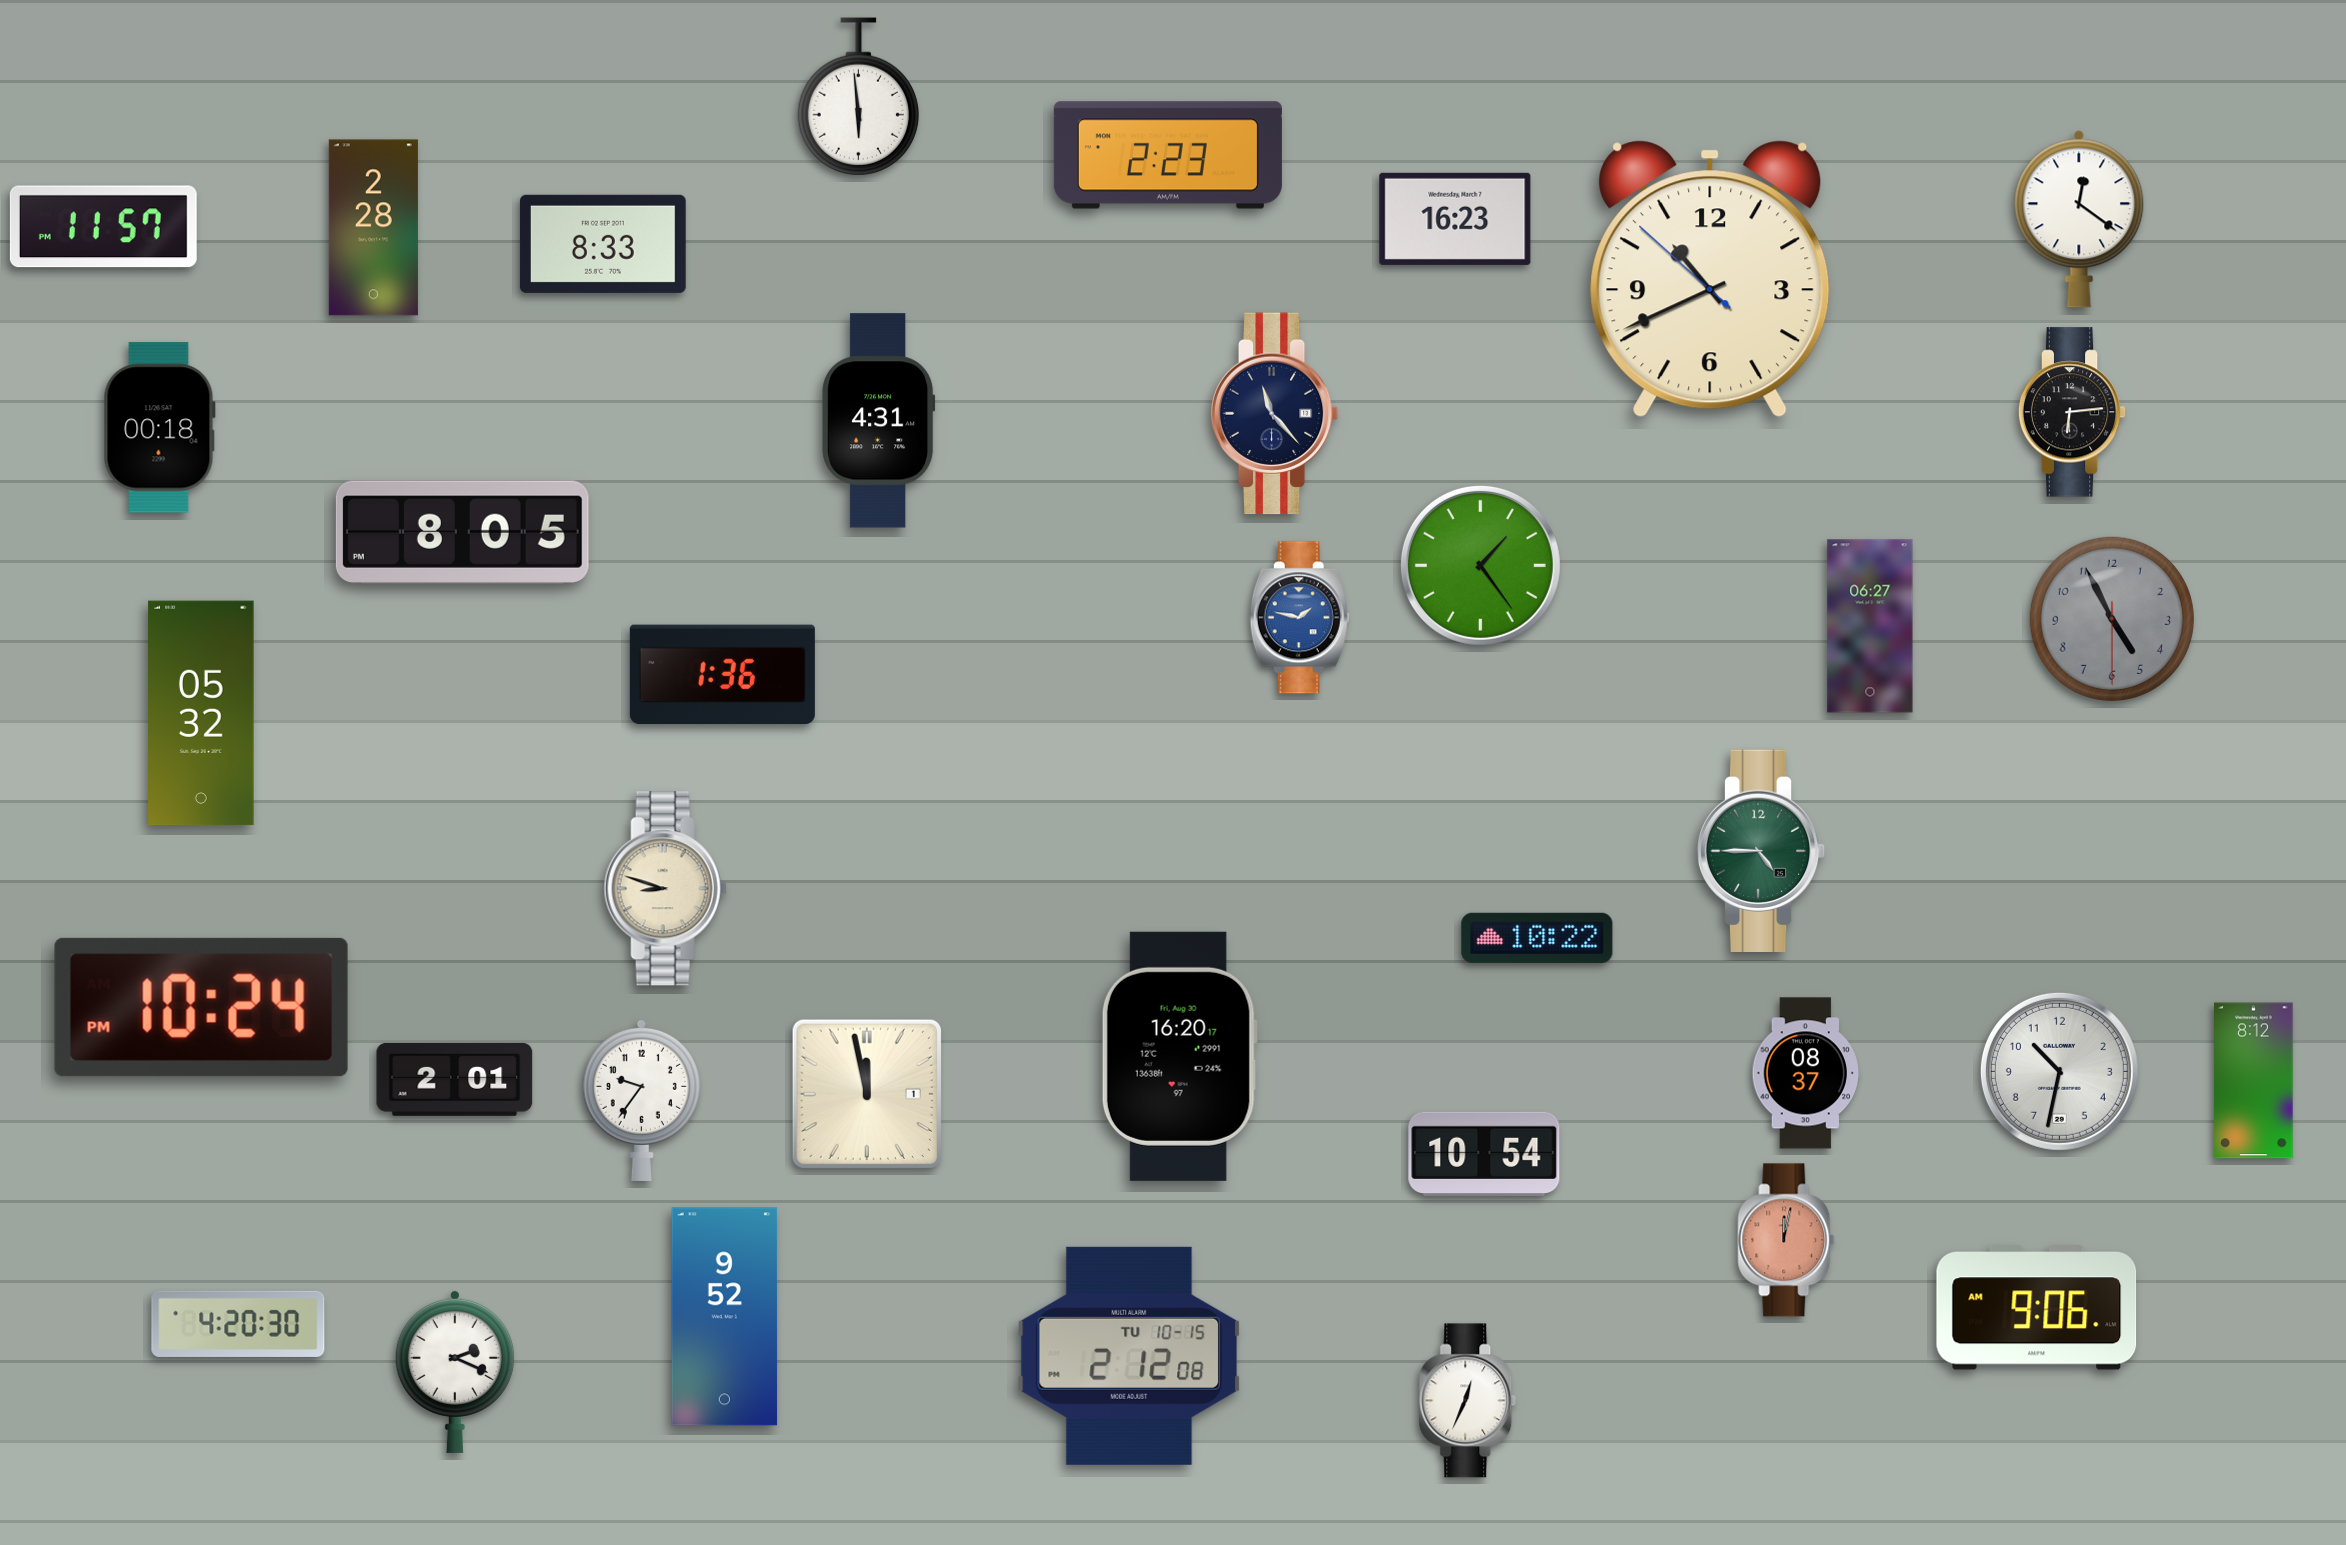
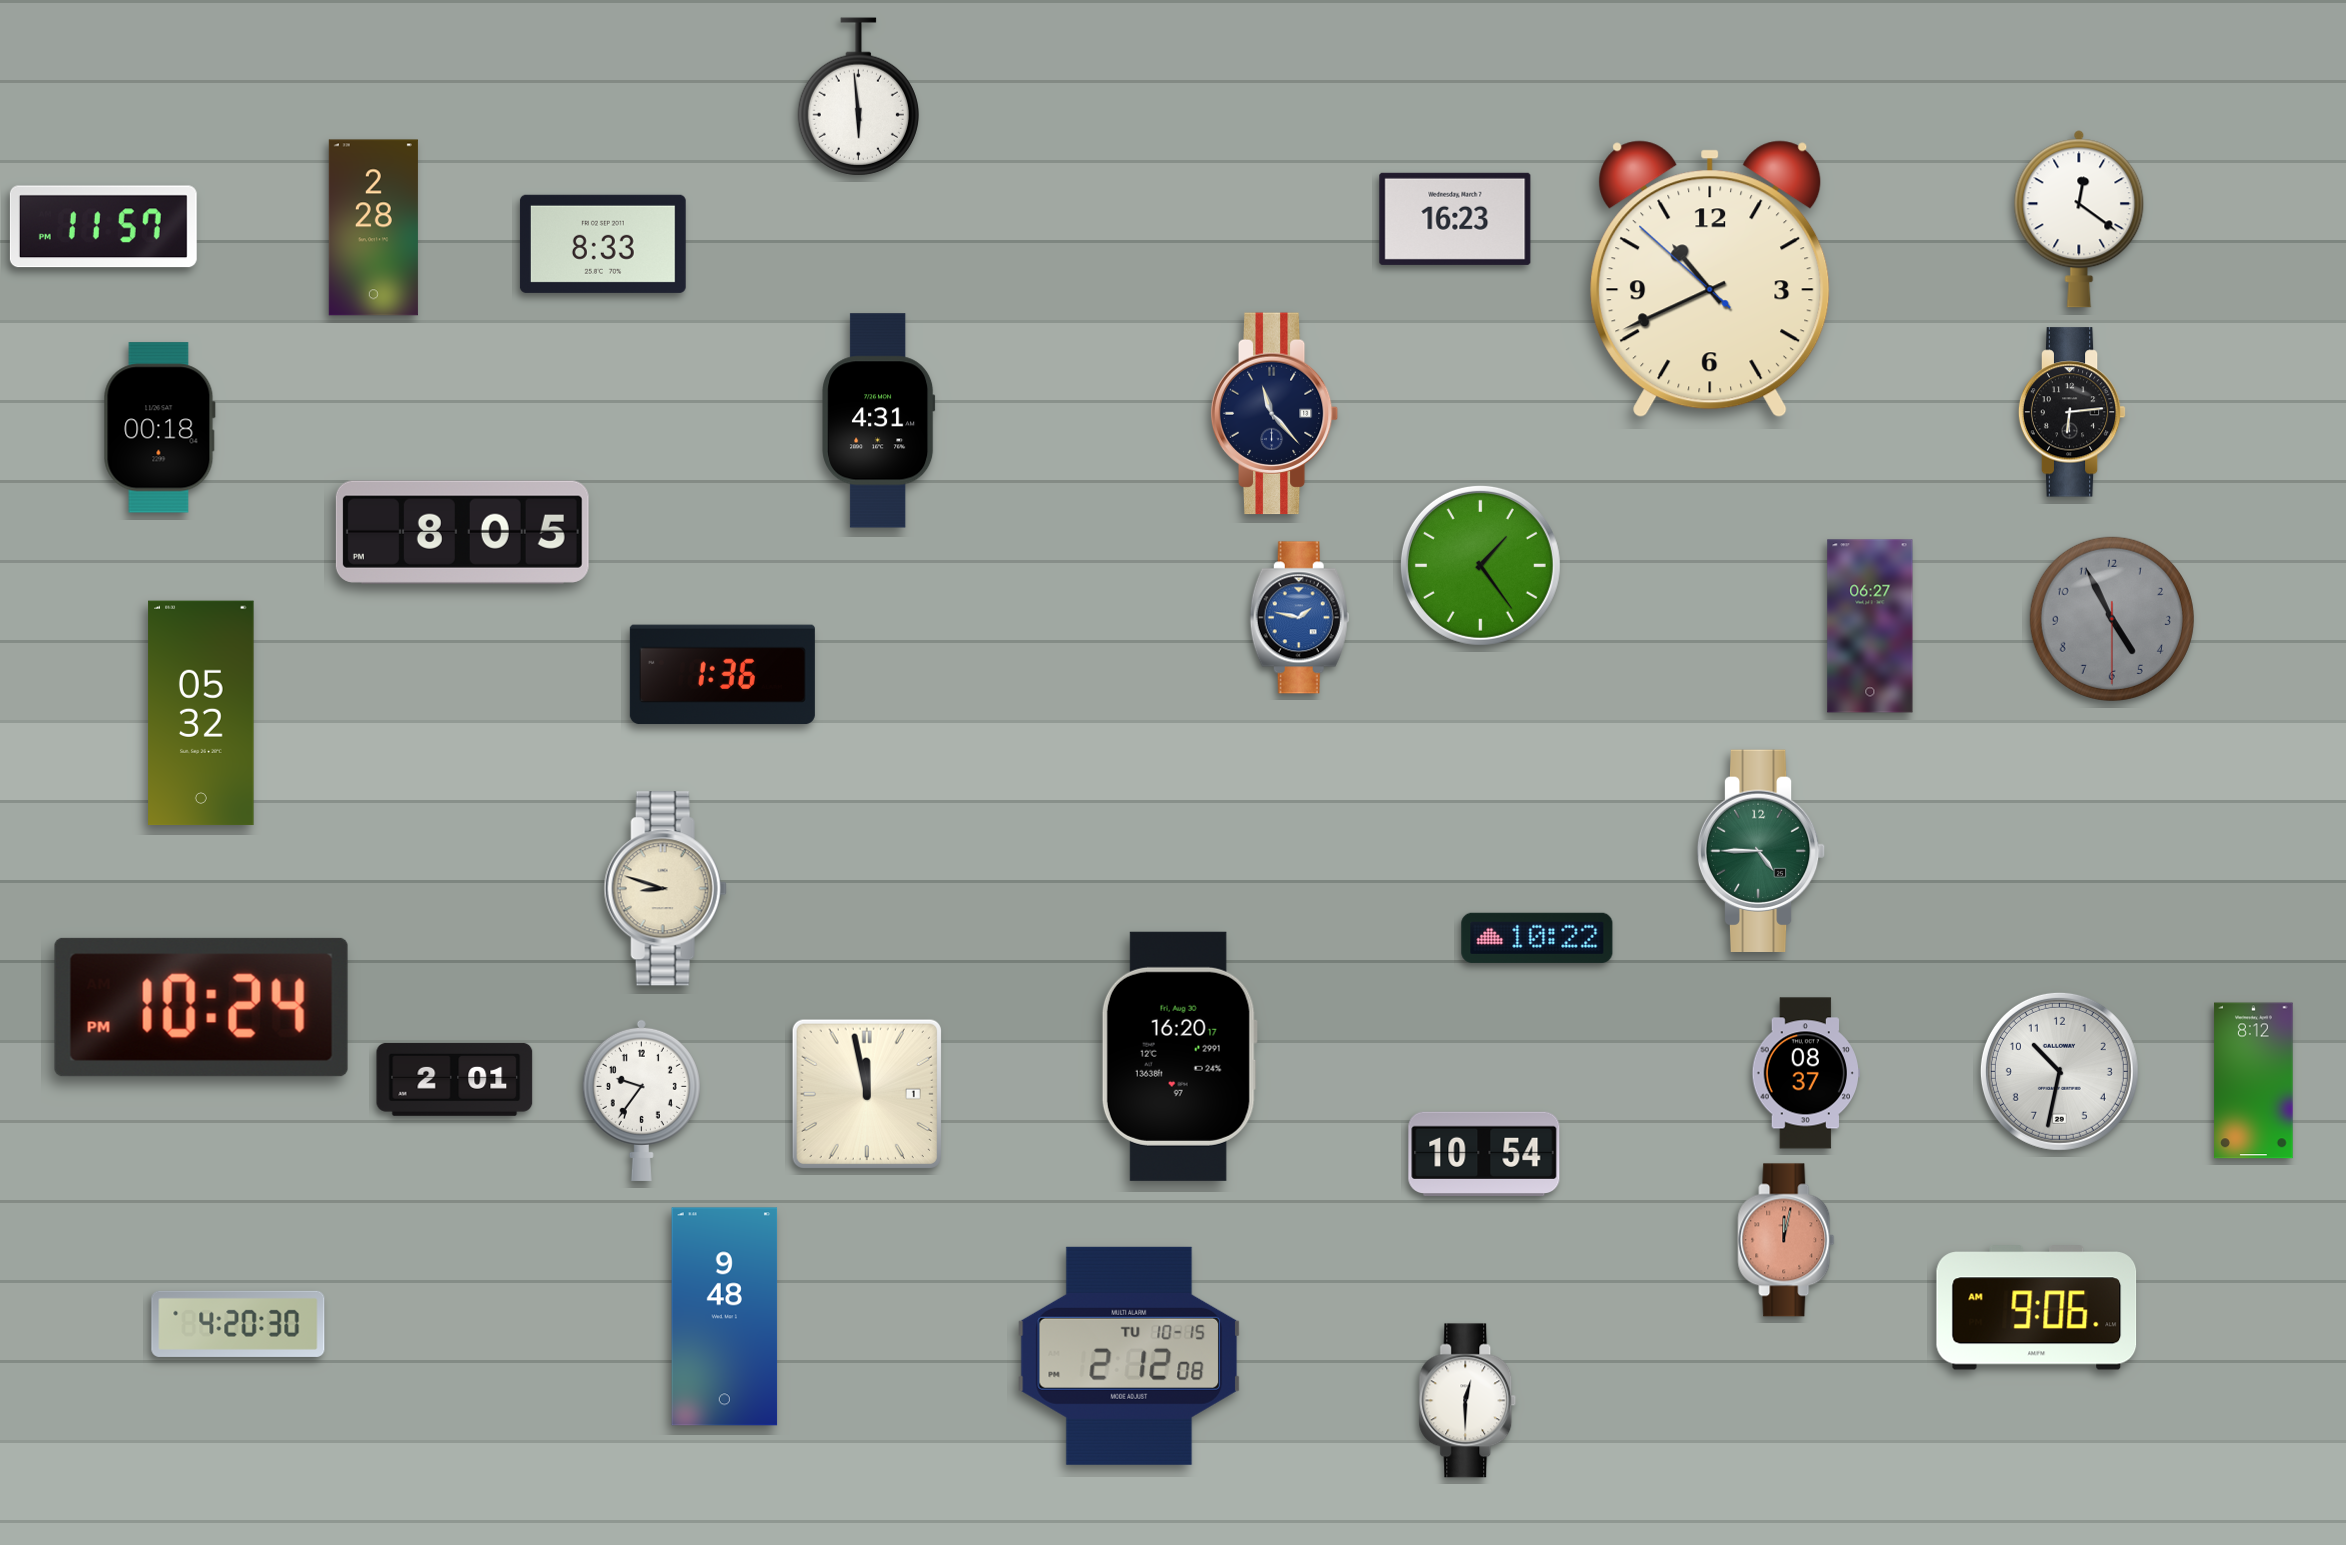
clock at (1168, 155): 2:23 -> none
clock at (725, 1317): 9:52 -> 9:48
clock at (455, 1371): 2:19 -> none
clock at (1468, 1401): 12:34 -> 12:30
